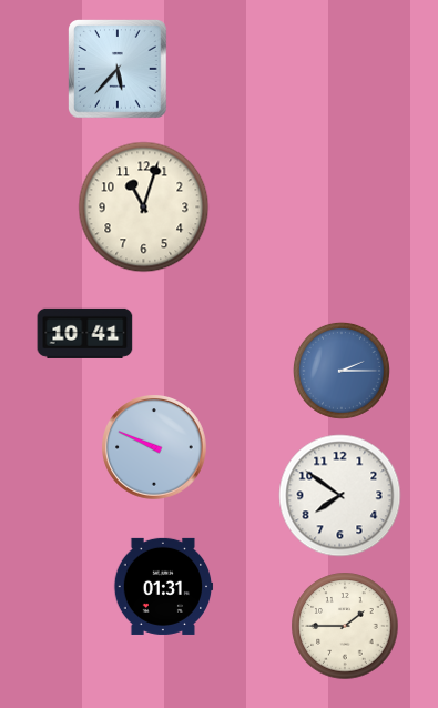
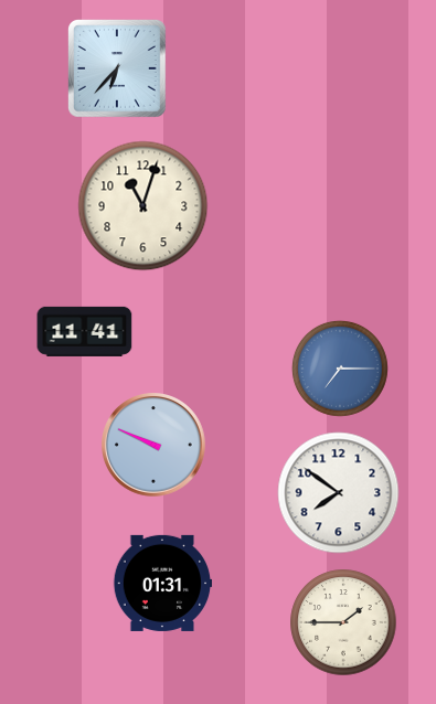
clock at (119, 70): 5:37 -> 6:37
clock at (85, 333): 10:41 -> 11:41
clock at (342, 371): 2:15 -> 7:15
